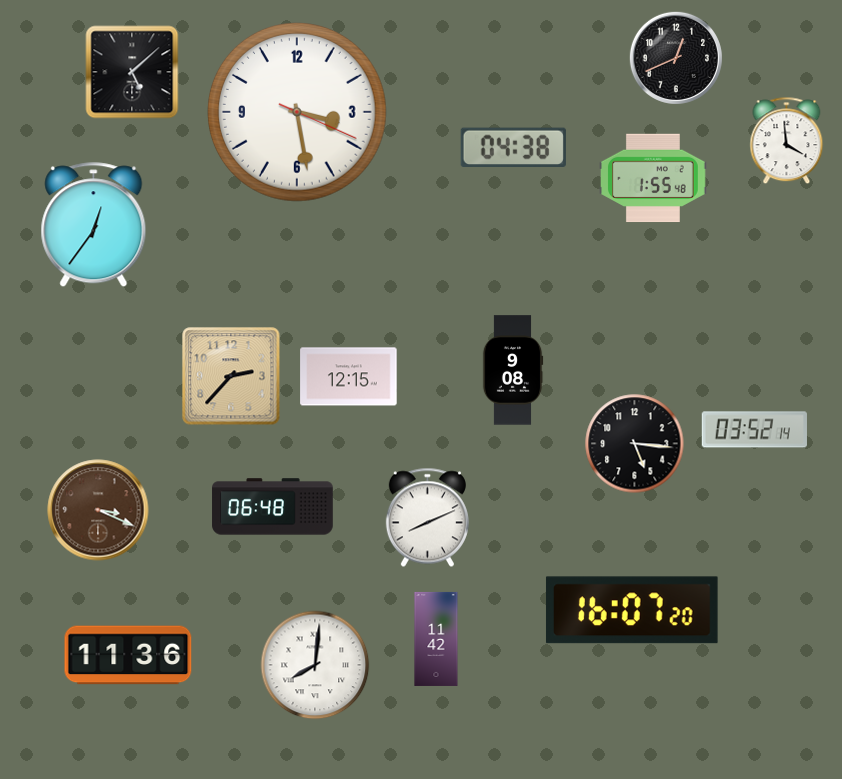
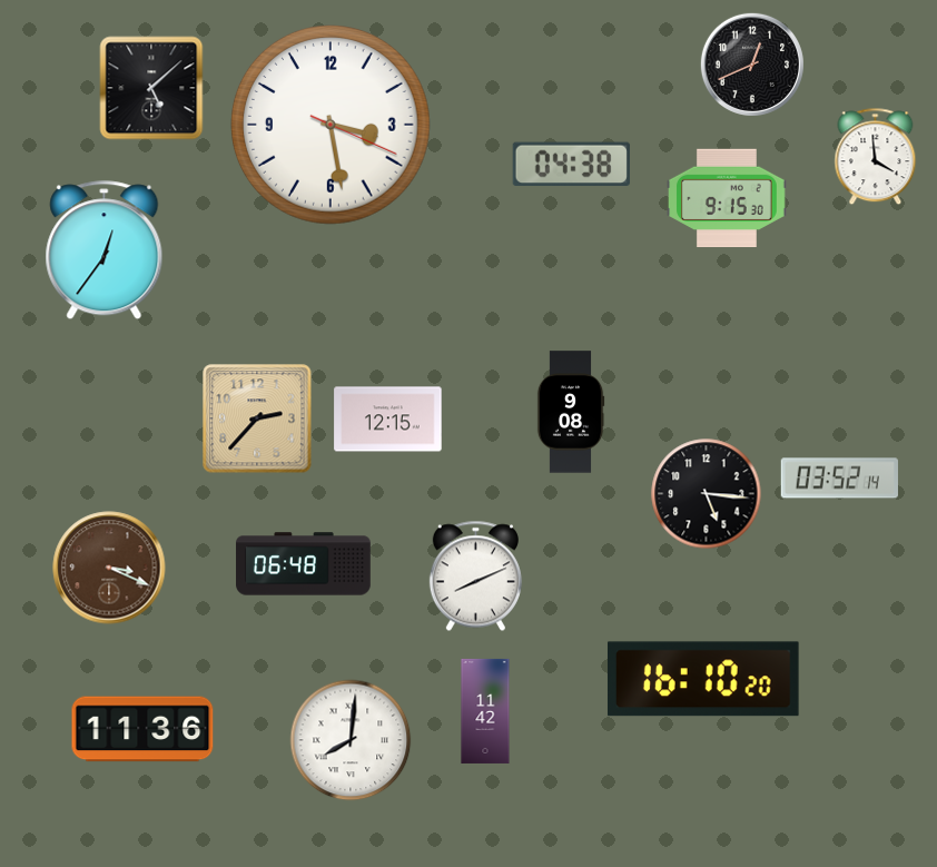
clock at (132, 72) position: (132, 72) -> (151, 88)
clock at (654, 178): 1:55 -> 9:15
clock at (632, 610): 16:07 -> 16:10
